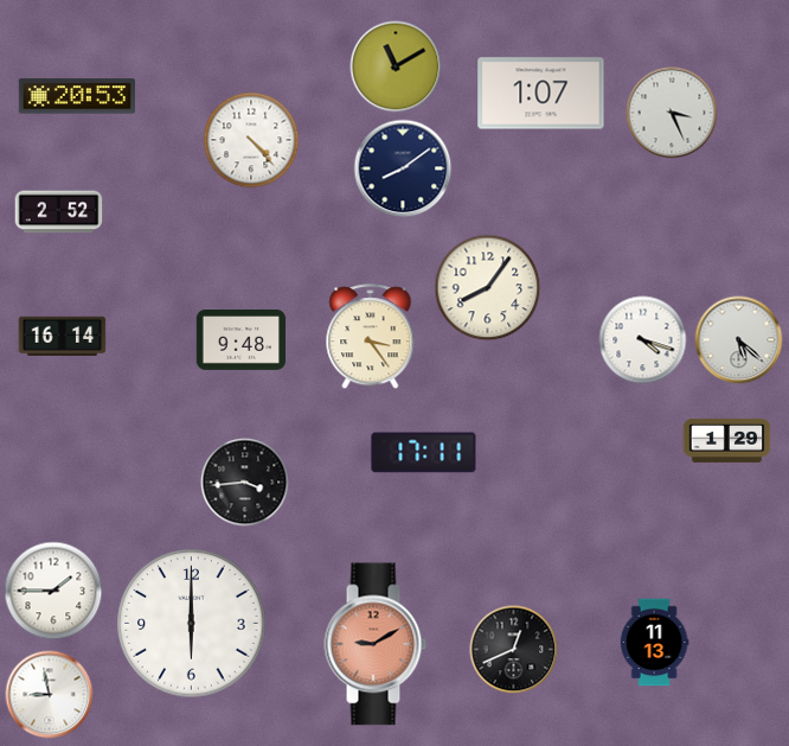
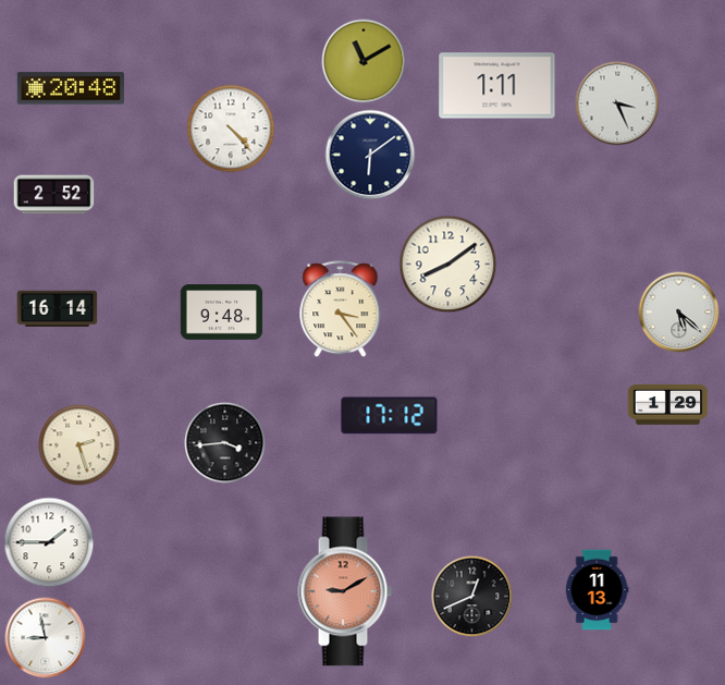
clock at (541, 94): 1:07 -> 1:11
clock at (77, 96): 20:53 -> 20:48
clock at (403, 168): 8:09 -> 6:09
clock at (488, 288): 8:06 -> 8:09
clock at (643, 340): 4:18 -> none
clock at (424, 453): 17:11 -> 17:12
clock at (79, 445): none -> 2:27
clock at (192, 624): 6:00 -> none
clock at (654, 643) position: (654, 643) -> (597, 590)
